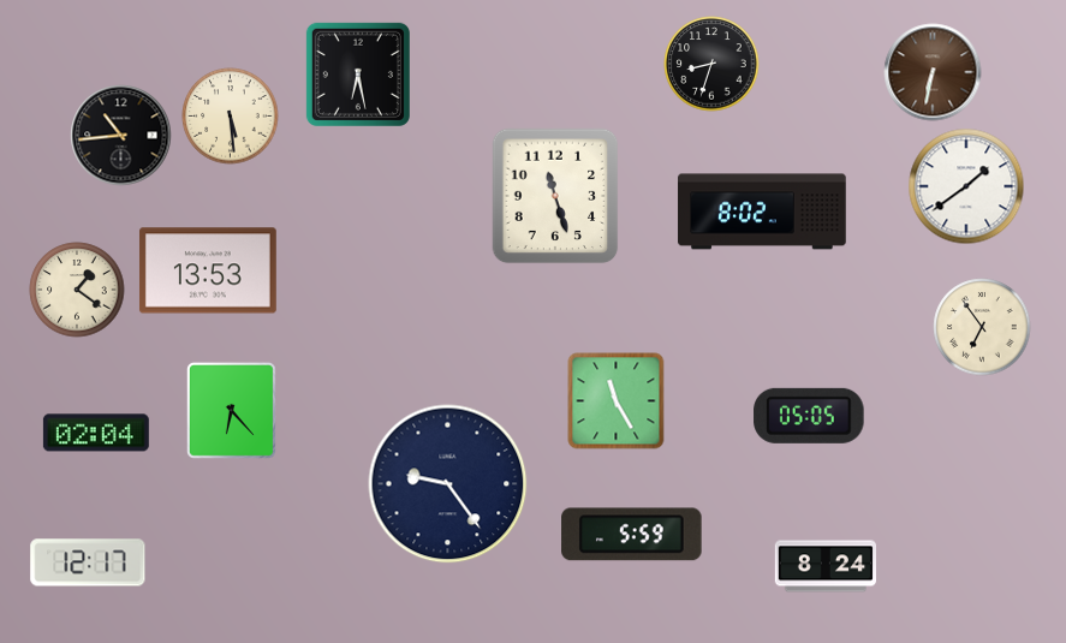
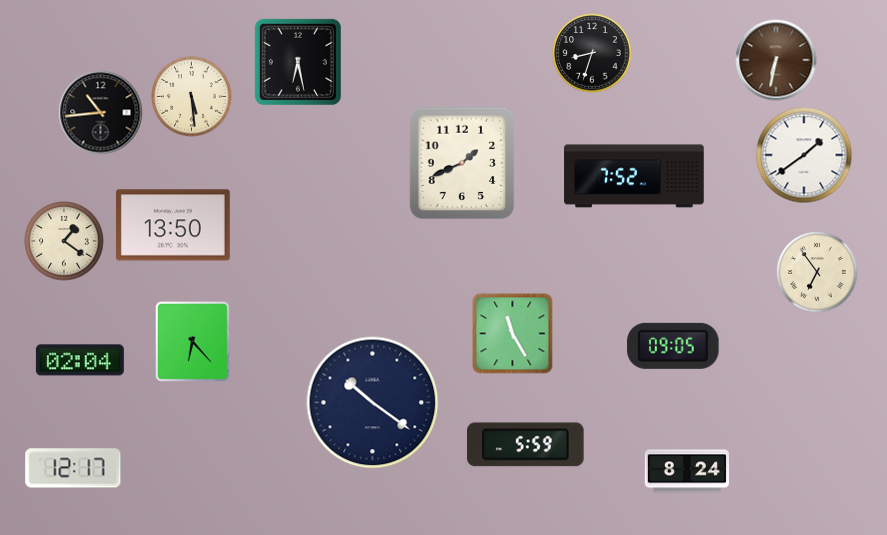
clock at (555, 196): 11:27 -> 1:41
clock at (762, 212): 8:02 -> 7:52
clock at (208, 270): 13:53 -> 13:50
clock at (809, 416): 05:05 -> 09:05
clock at (448, 484): 9:24 -> 10:21
